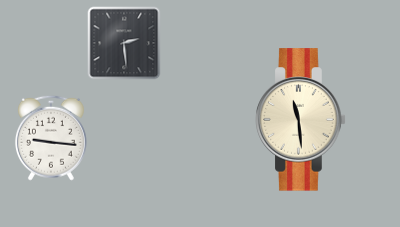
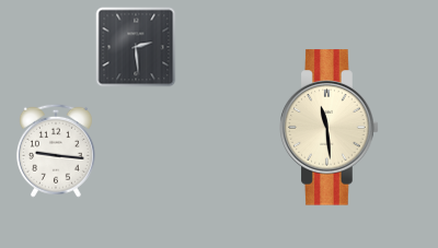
clock at (301, 120) position: (301, 120) -> (330, 128)
